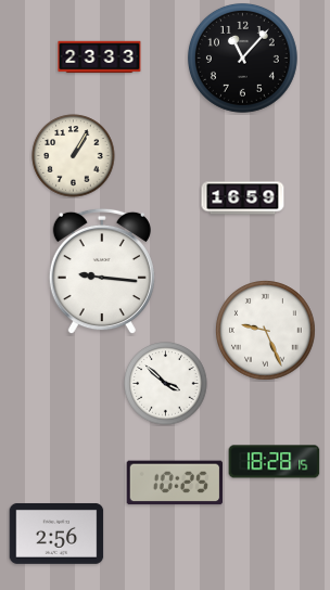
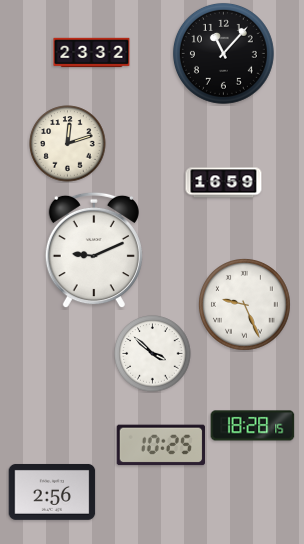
clock at (100, 57): 23:33 -> 23:32
clock at (74, 156): 1:05 -> 12:12
clock at (102, 271): 9:16 -> 9:11
